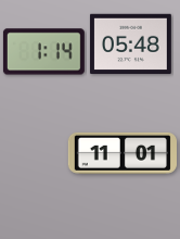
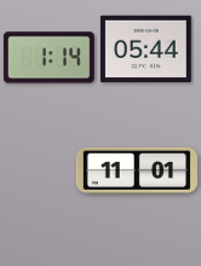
clock at (130, 45): 05:48 -> 05:44
